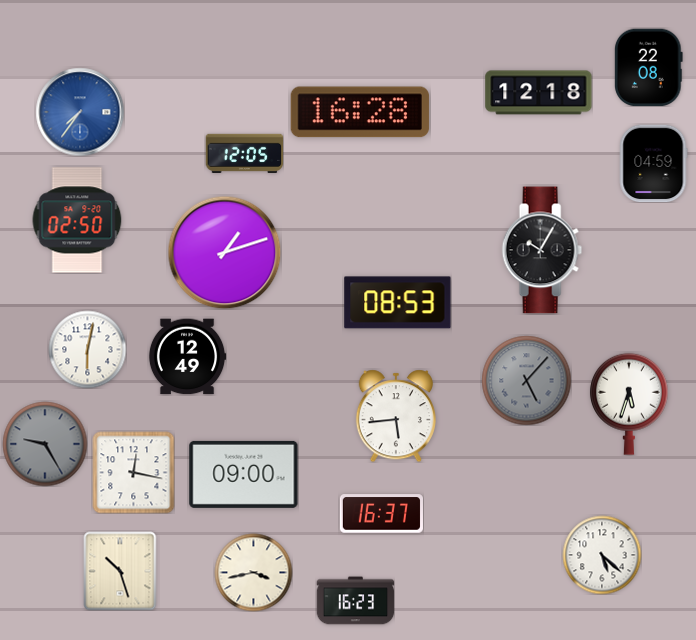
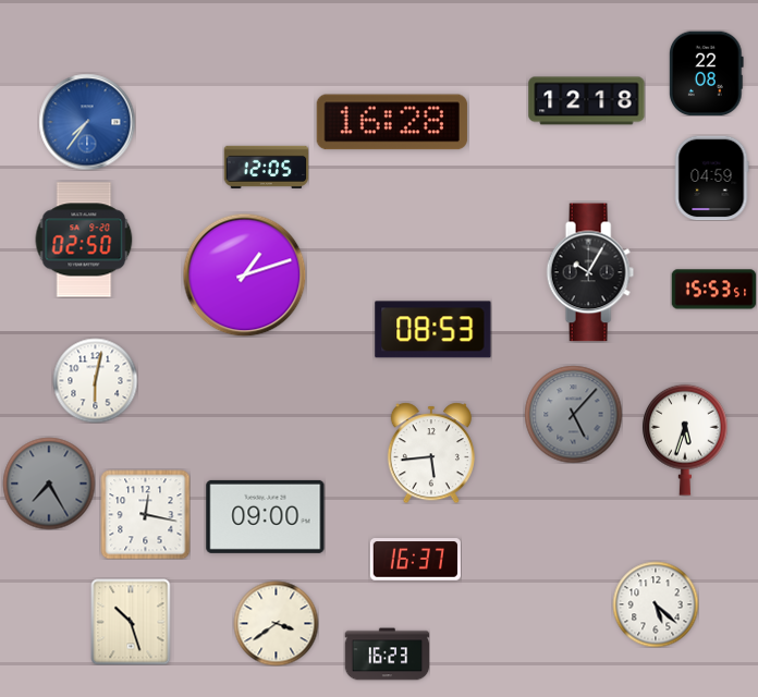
clock at (713, 290): none -> 15:53
clock at (187, 357): 12:49 -> none
clock at (45, 444): 9:25 -> 7:25
clock at (253, 572): 3:43 -> 3:39
